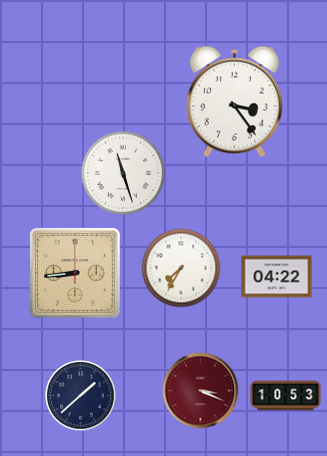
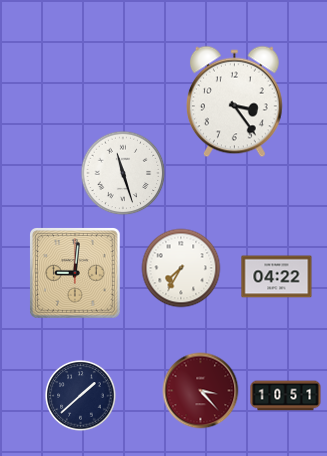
clock at (75, 273): 8:44 -> 9:01
clock at (201, 391): 3:19 -> 3:23
clock at (286, 396): 10:53 -> 10:51
